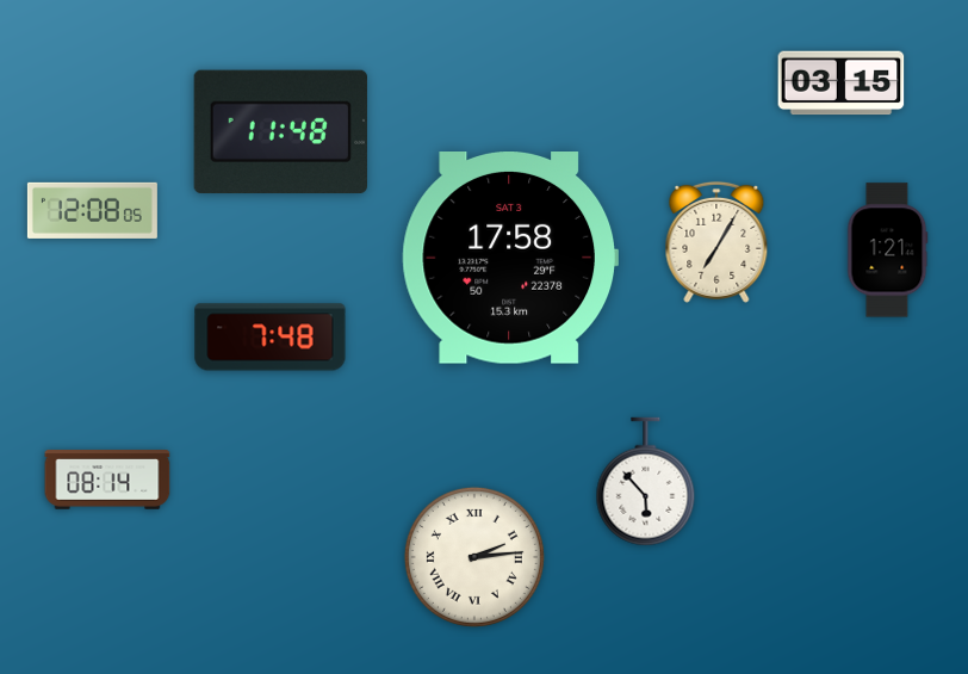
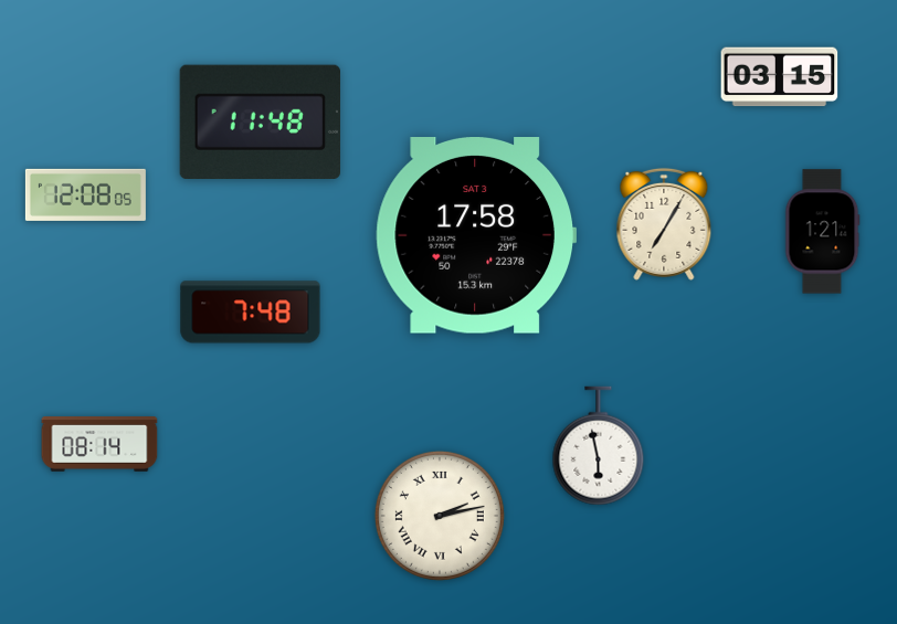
clock at (509, 259) position: (509, 259) -> (475, 236)
clock at (646, 482): 5:53 -> 5:58
clock at (474, 557): 2:14 -> 2:13
